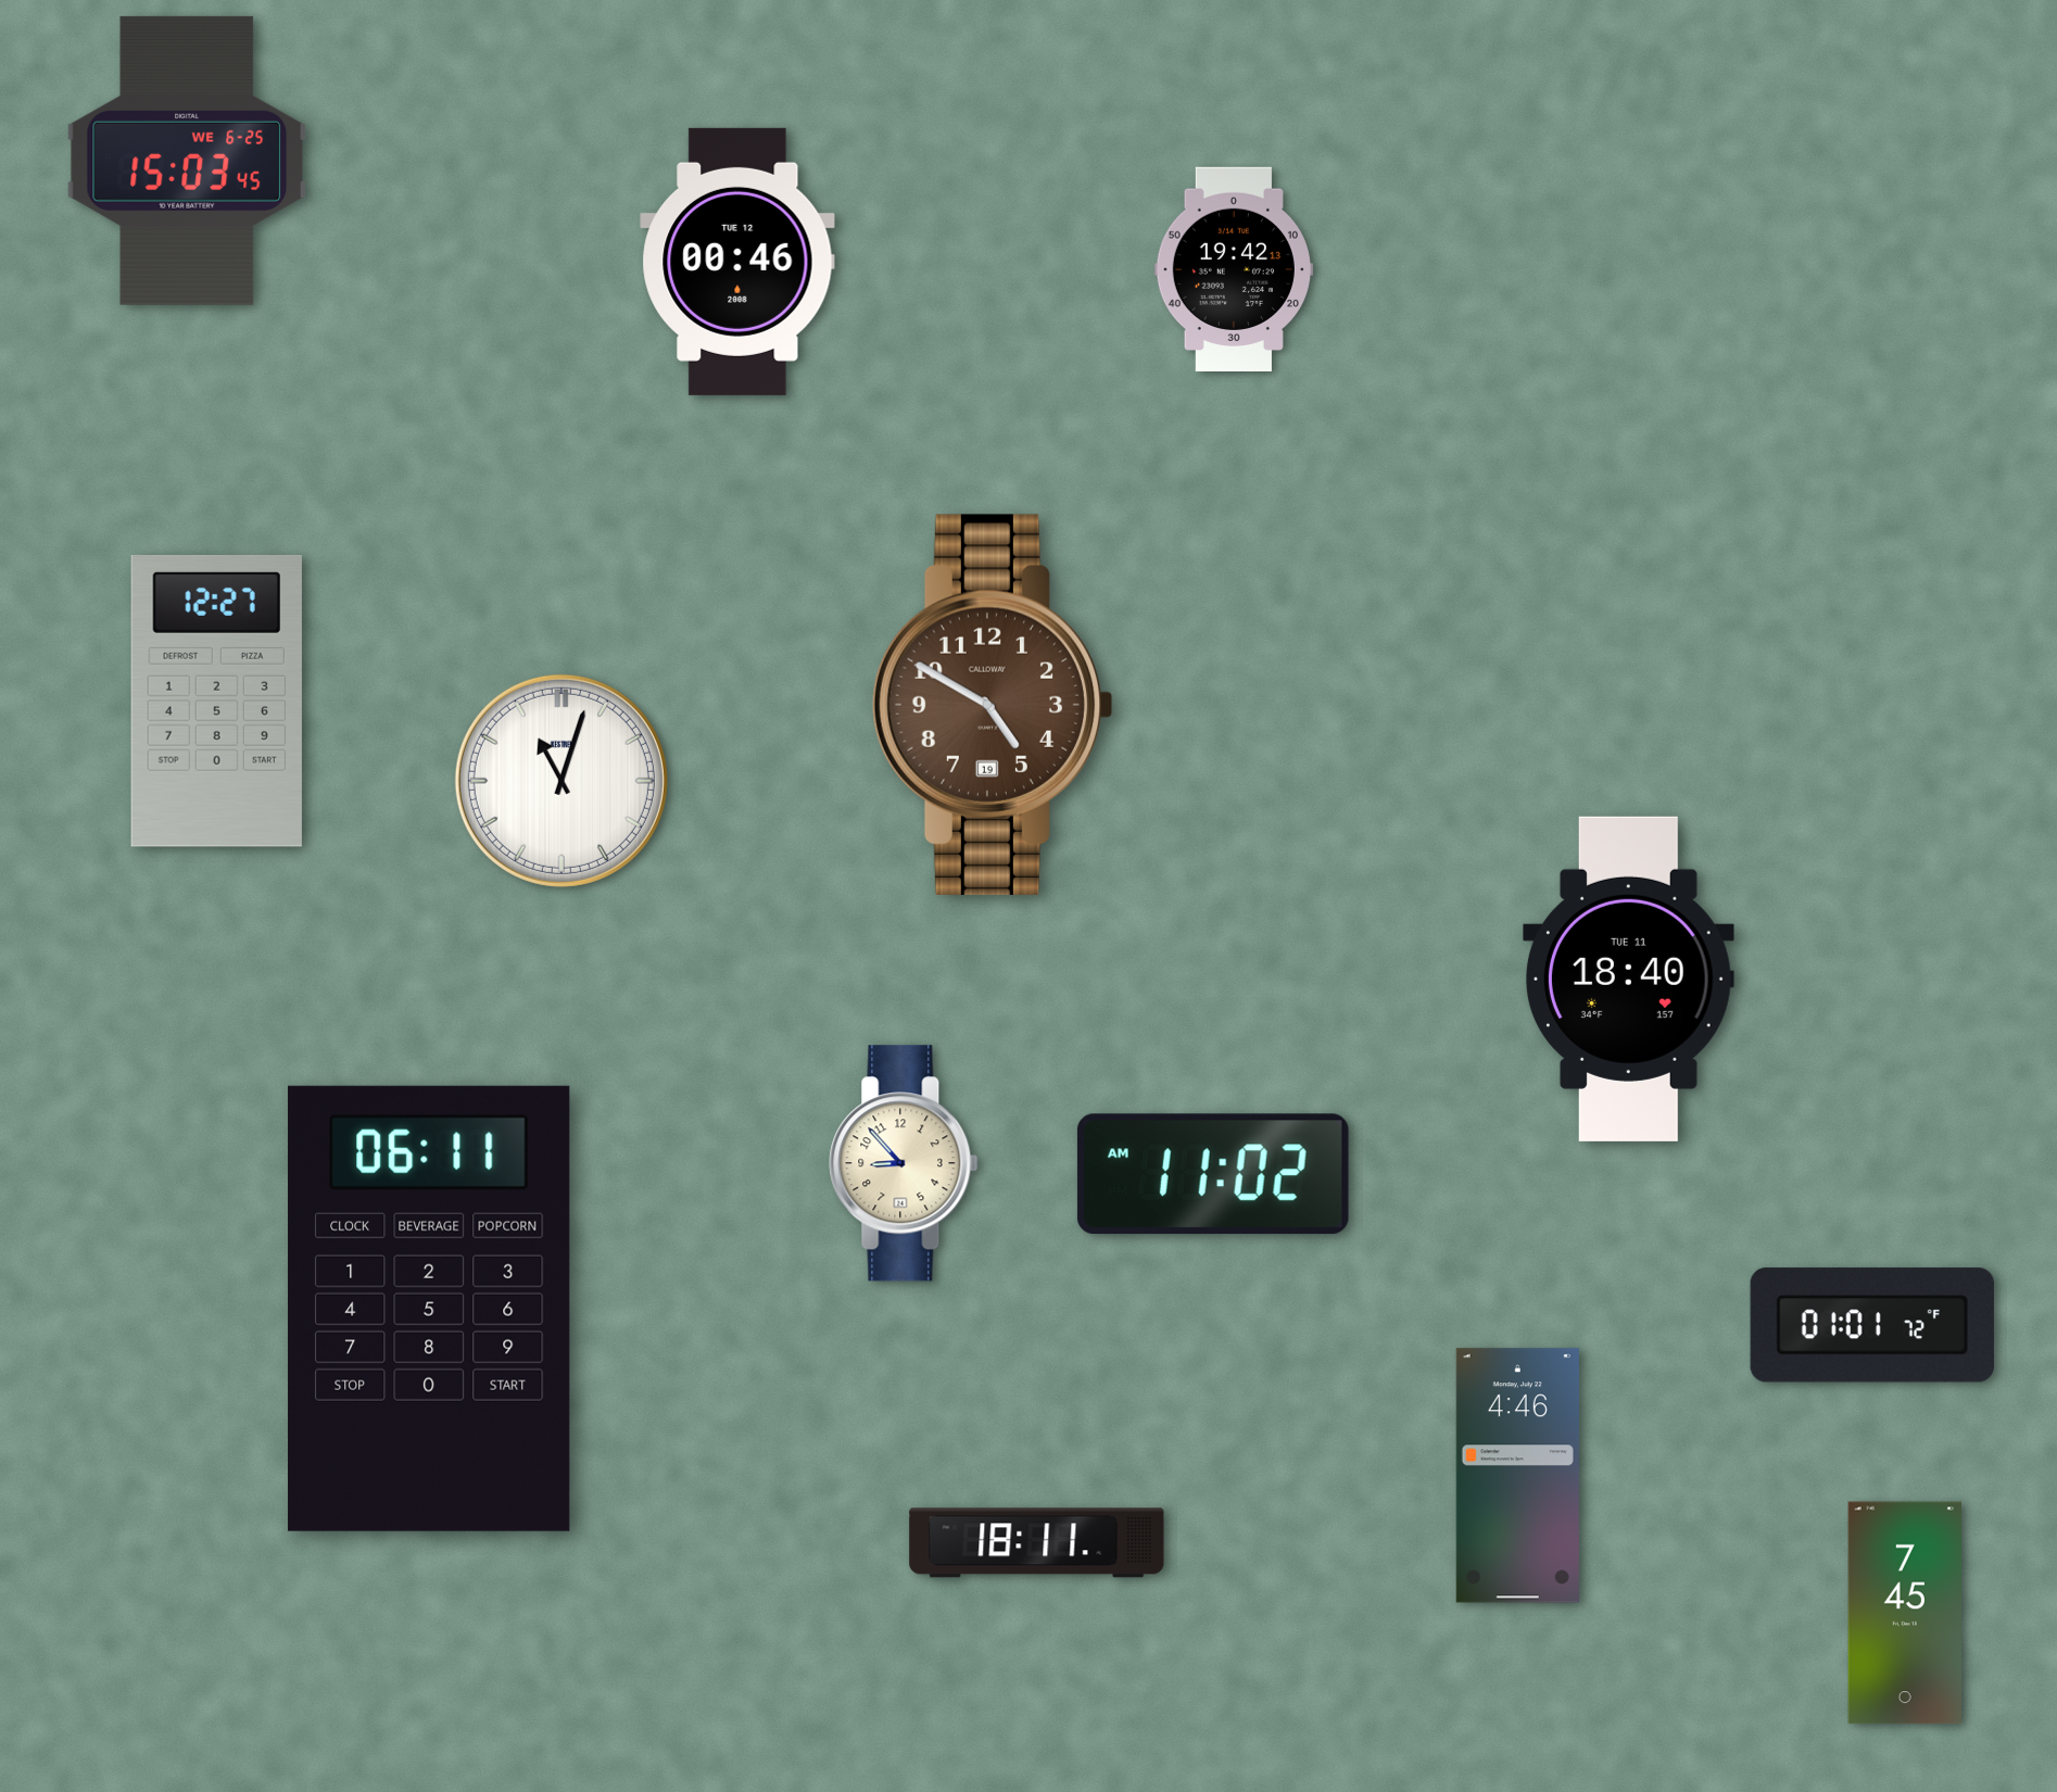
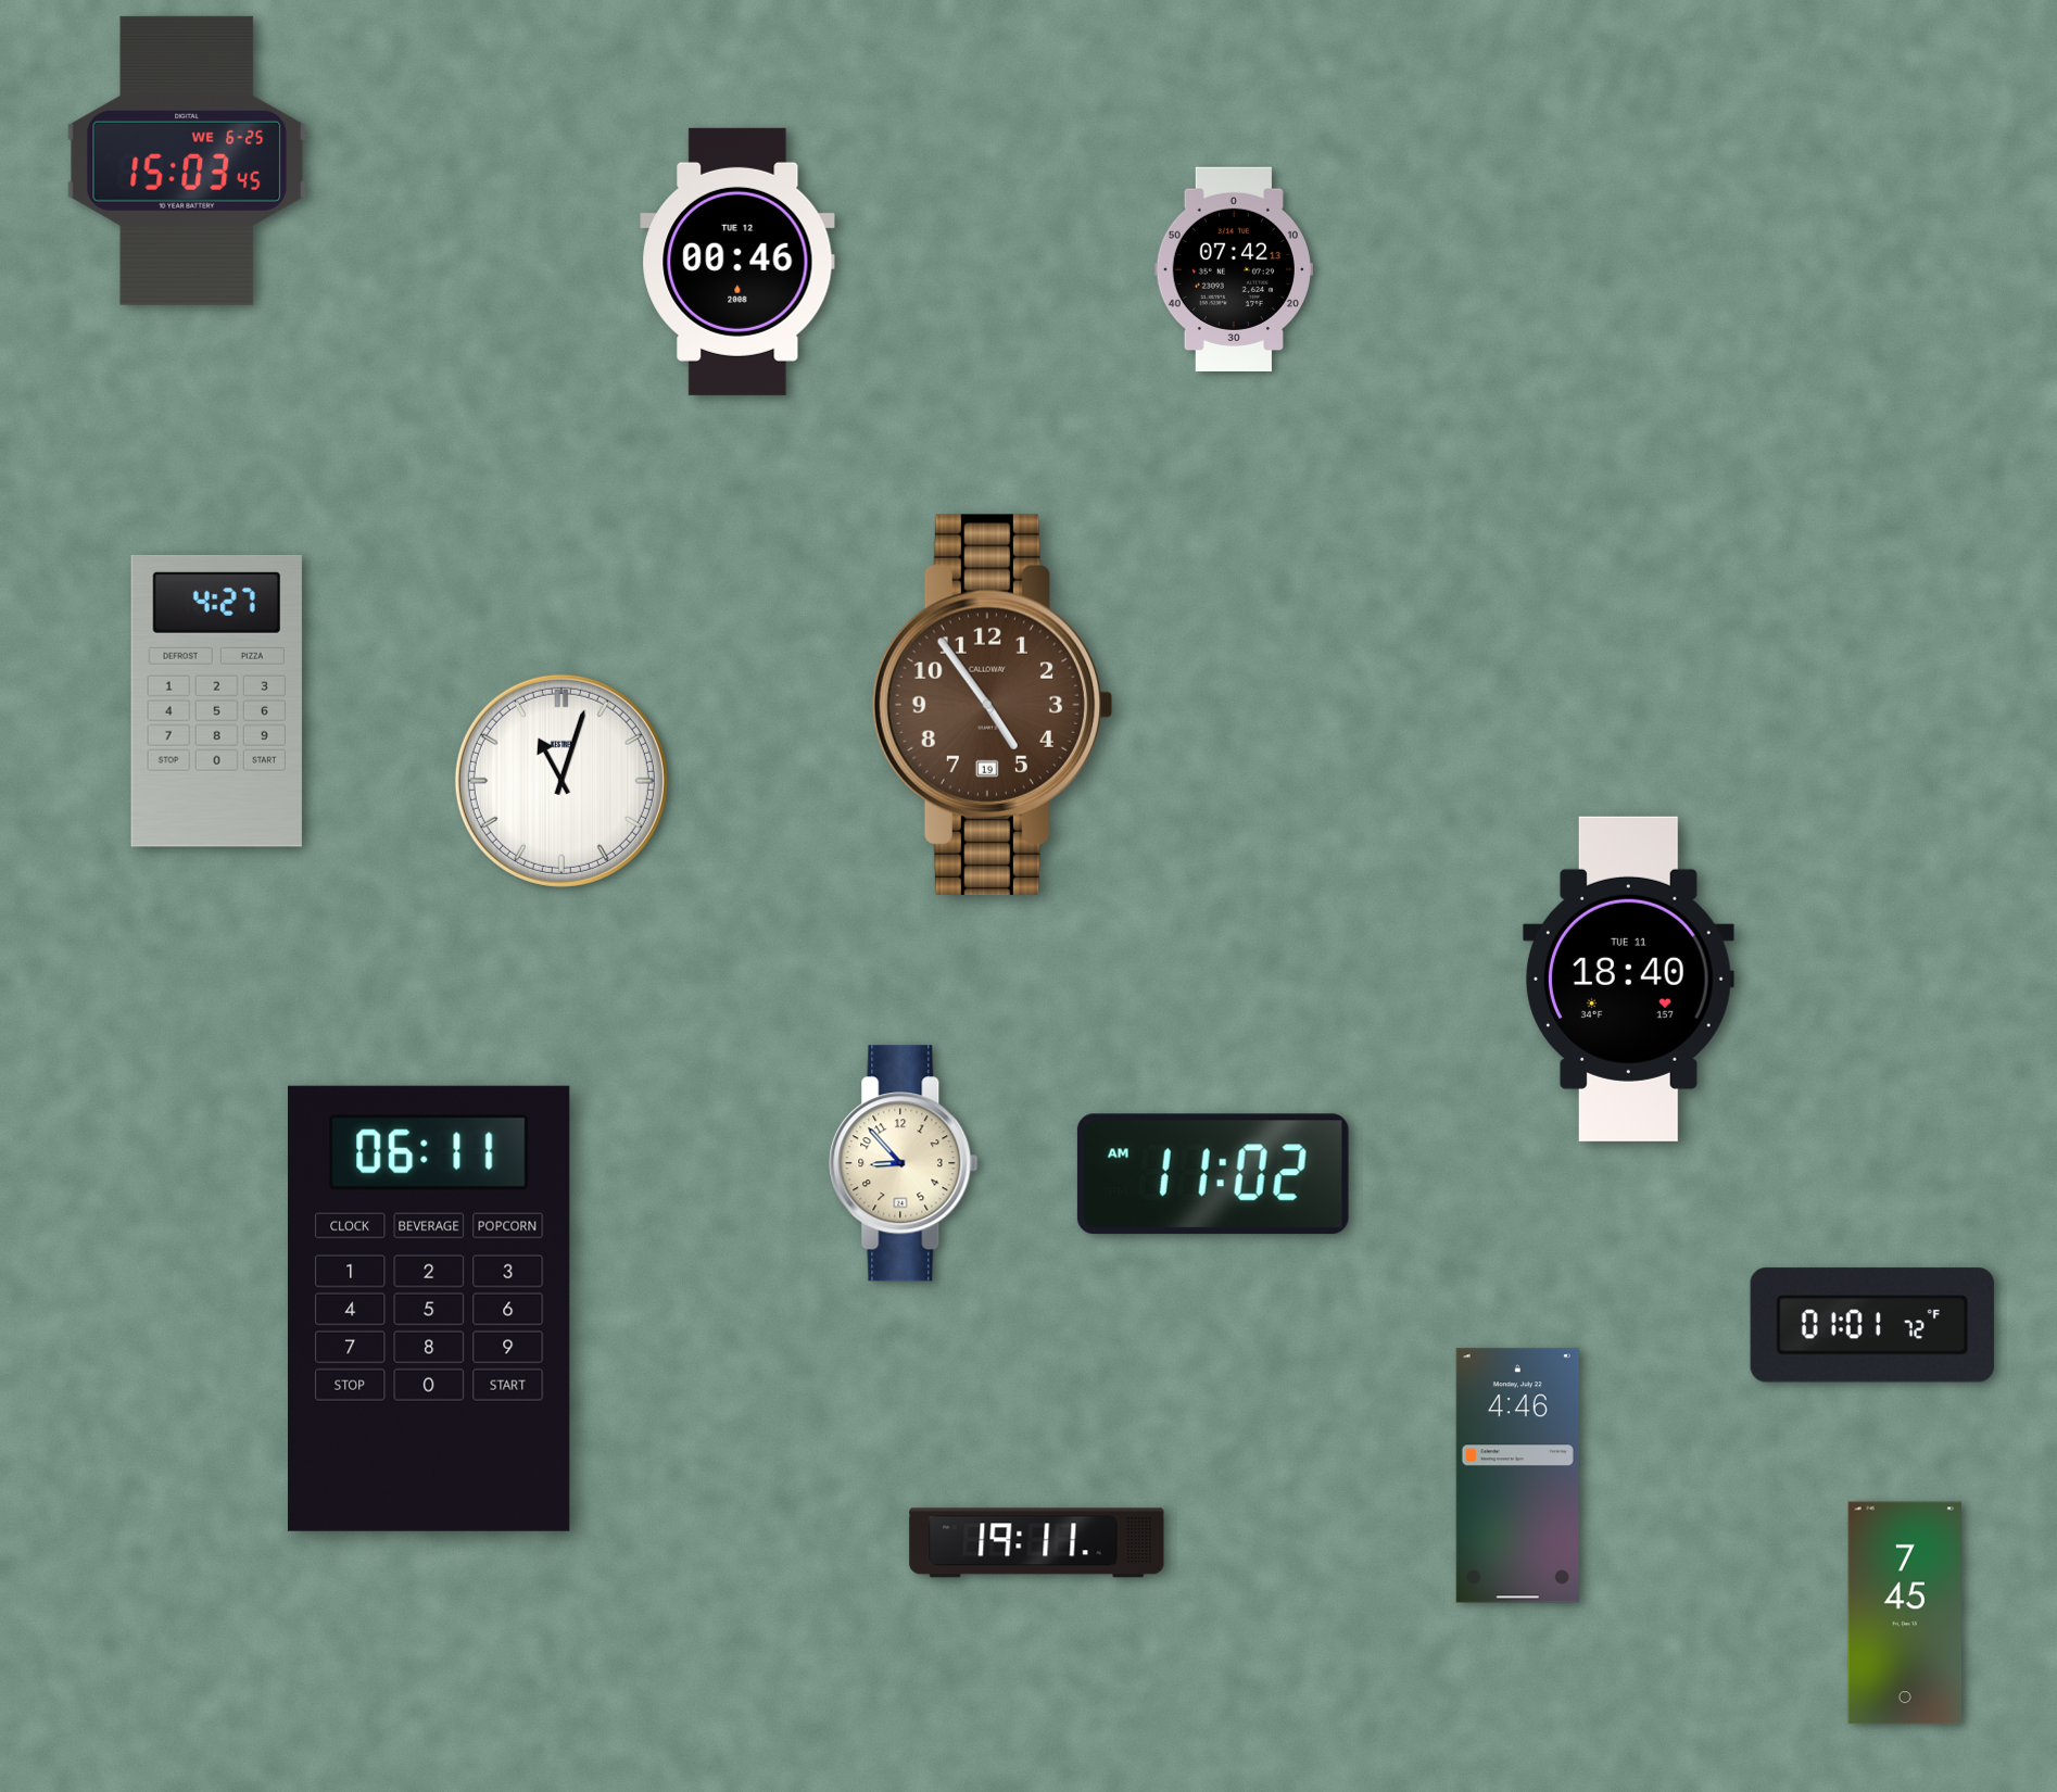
clock at (1234, 268): 19:42 -> 07:42
clock at (216, 701): 12:27 -> 4:27
clock at (993, 705): 4:50 -> 4:54
clock at (1037, 1543): 18:11 -> 19:11
